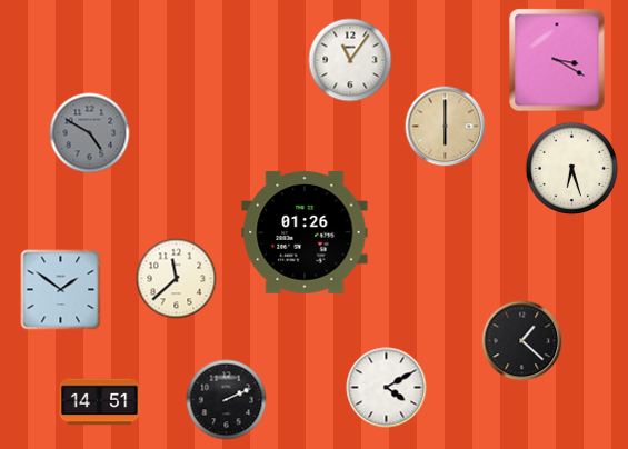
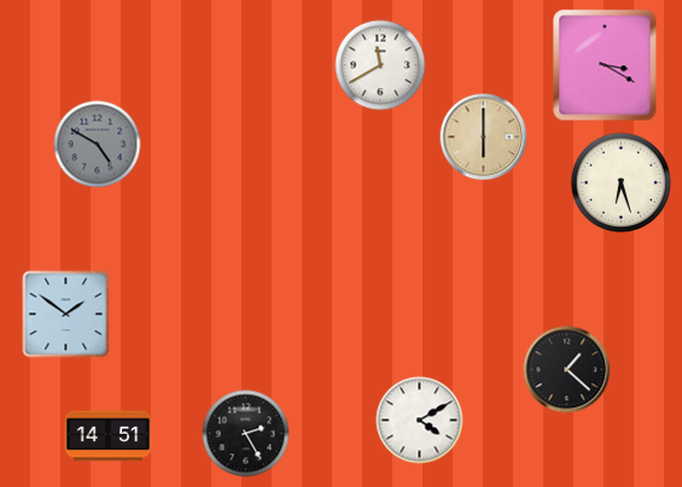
clock at (350, 60): 11:06 -> 11:40
clock at (305, 232): 01:26 -> none
clock at (177, 279): 11:38 -> none
clock at (227, 400): 2:11 -> 2:25
